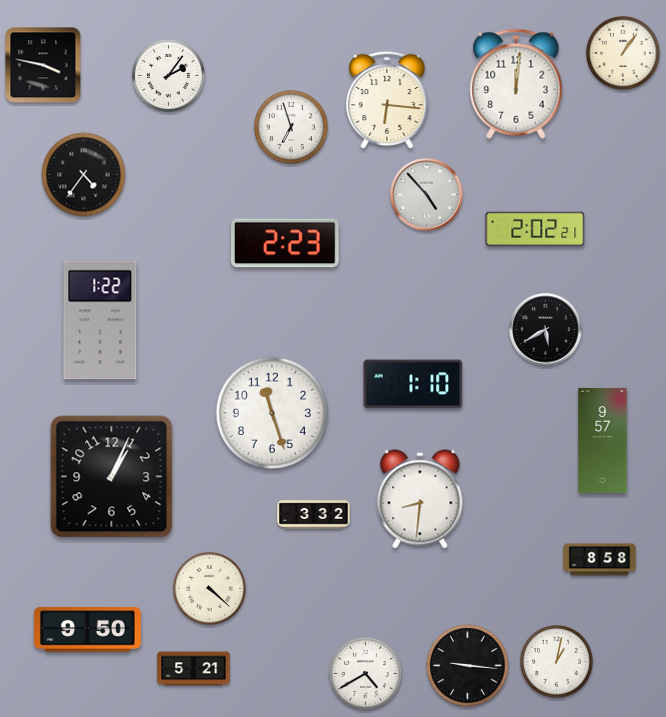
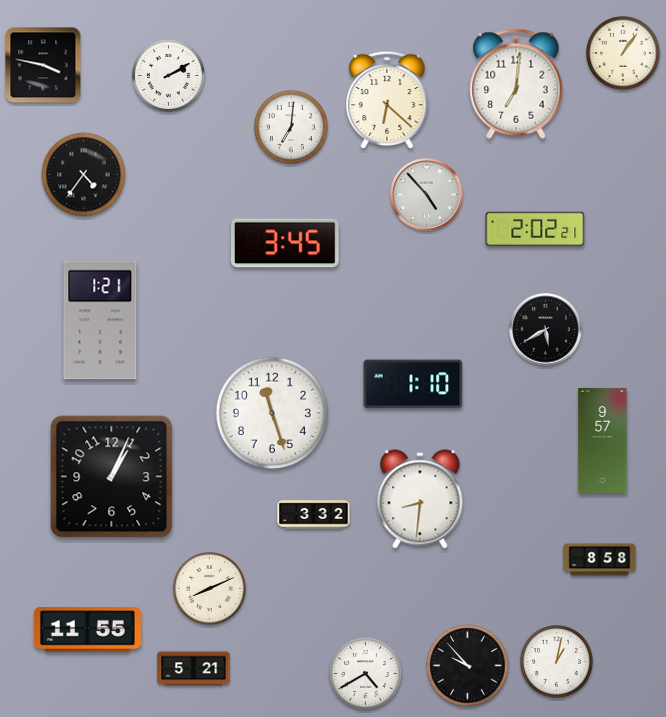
clock at (168, 75): 2:06 -> 2:10
clock at (516, 84): 12:01 -> 7:01
clock at (387, 100): 6:16 -> 6:22
clock at (292, 128): 6:57 -> 7:01
clock at (286, 243): 2:23 -> 3:45
clock at (100, 320): 1:22 -> 1:21
clock at (209, 588): 4:22 -> 8:11
clock at (88, 630): 9:50 -> 11:55
clock at (468, 666): 9:16 -> 9:53
